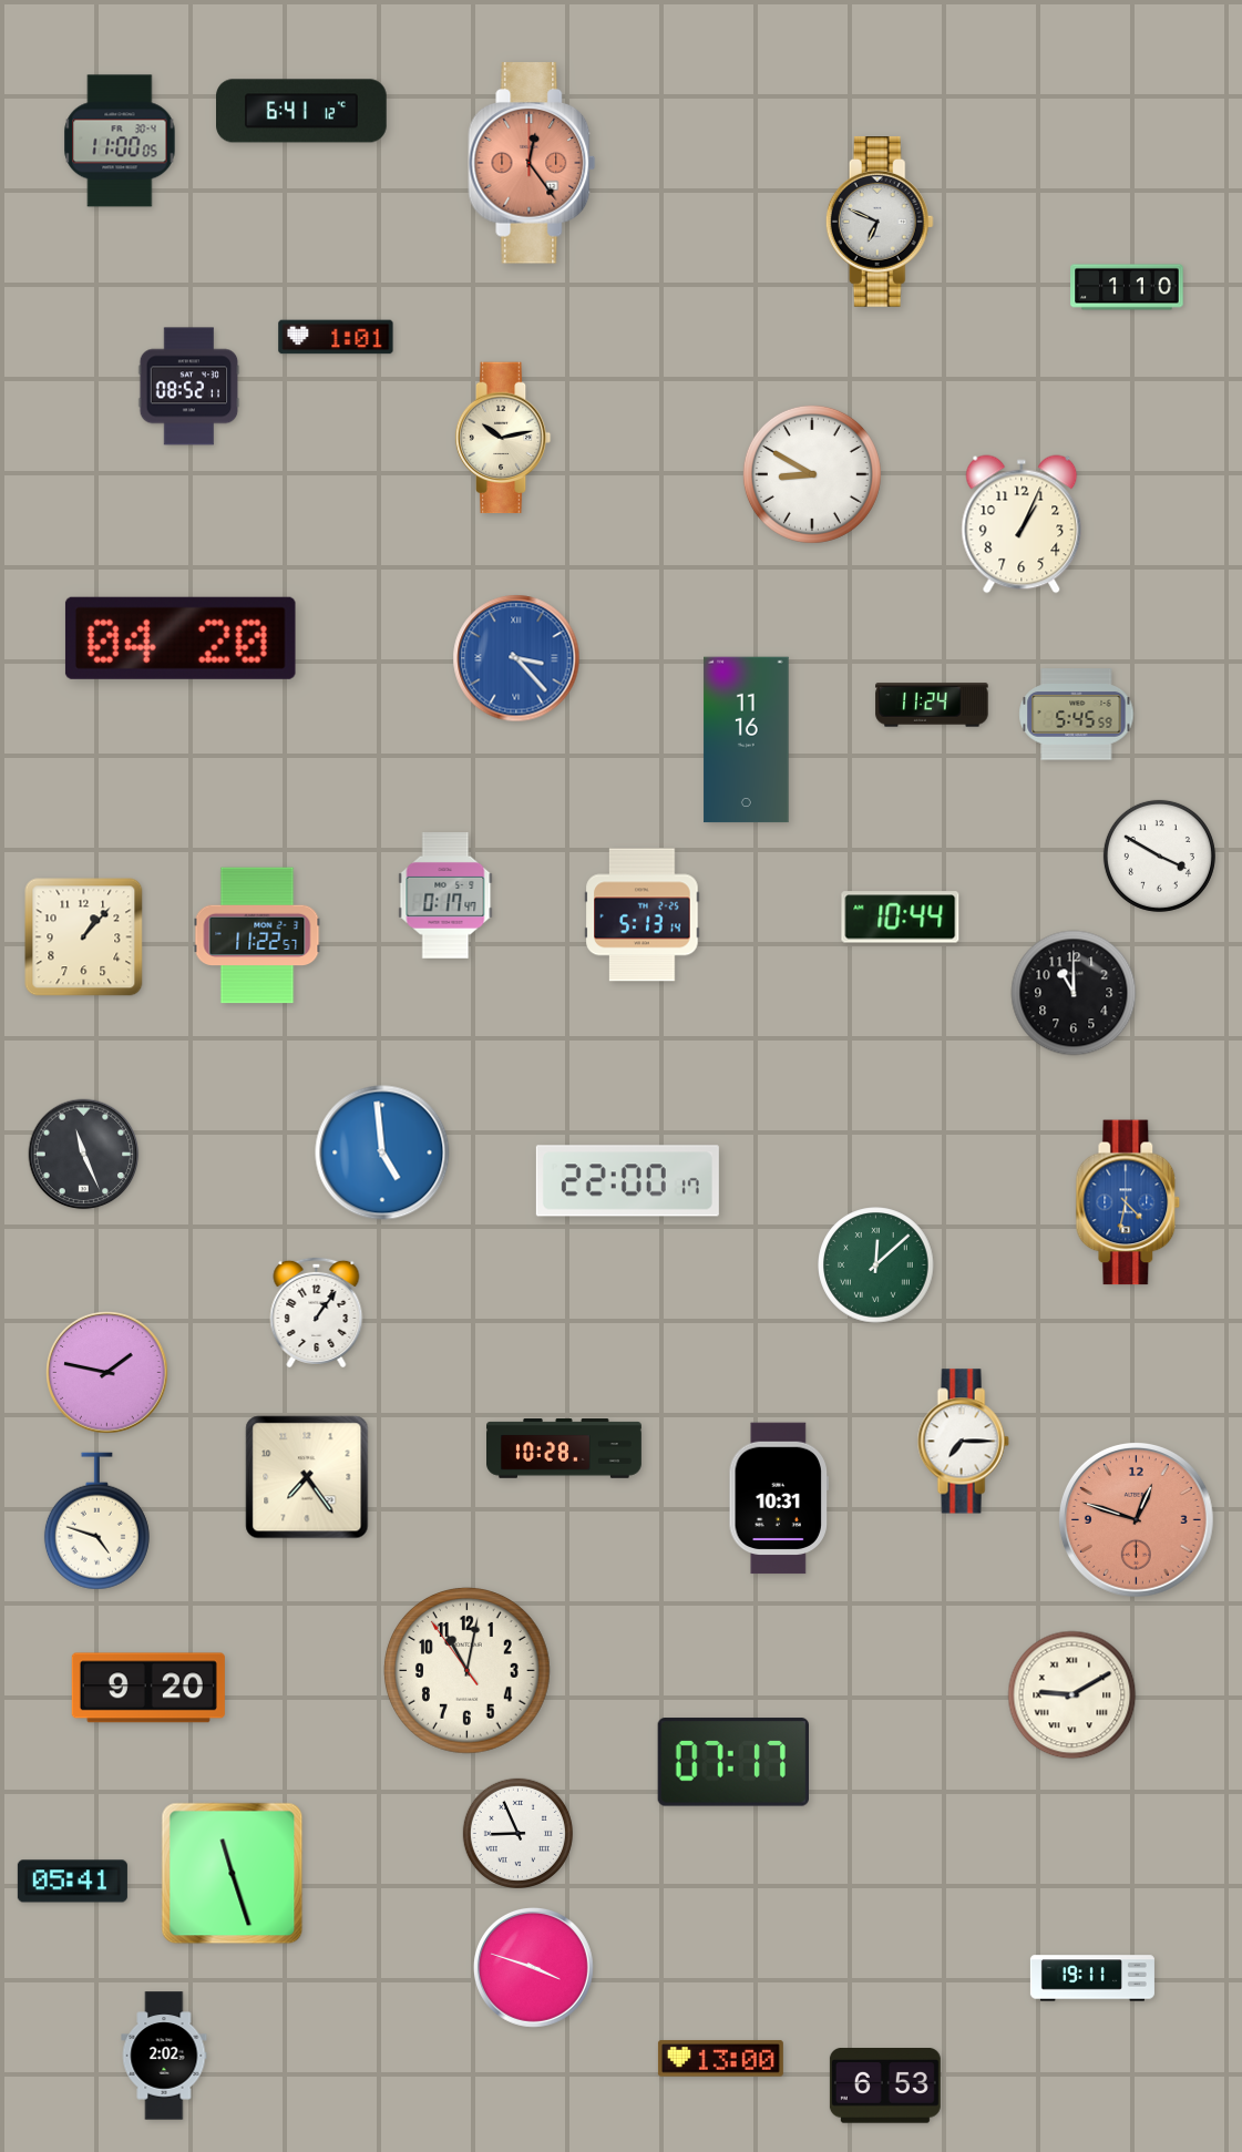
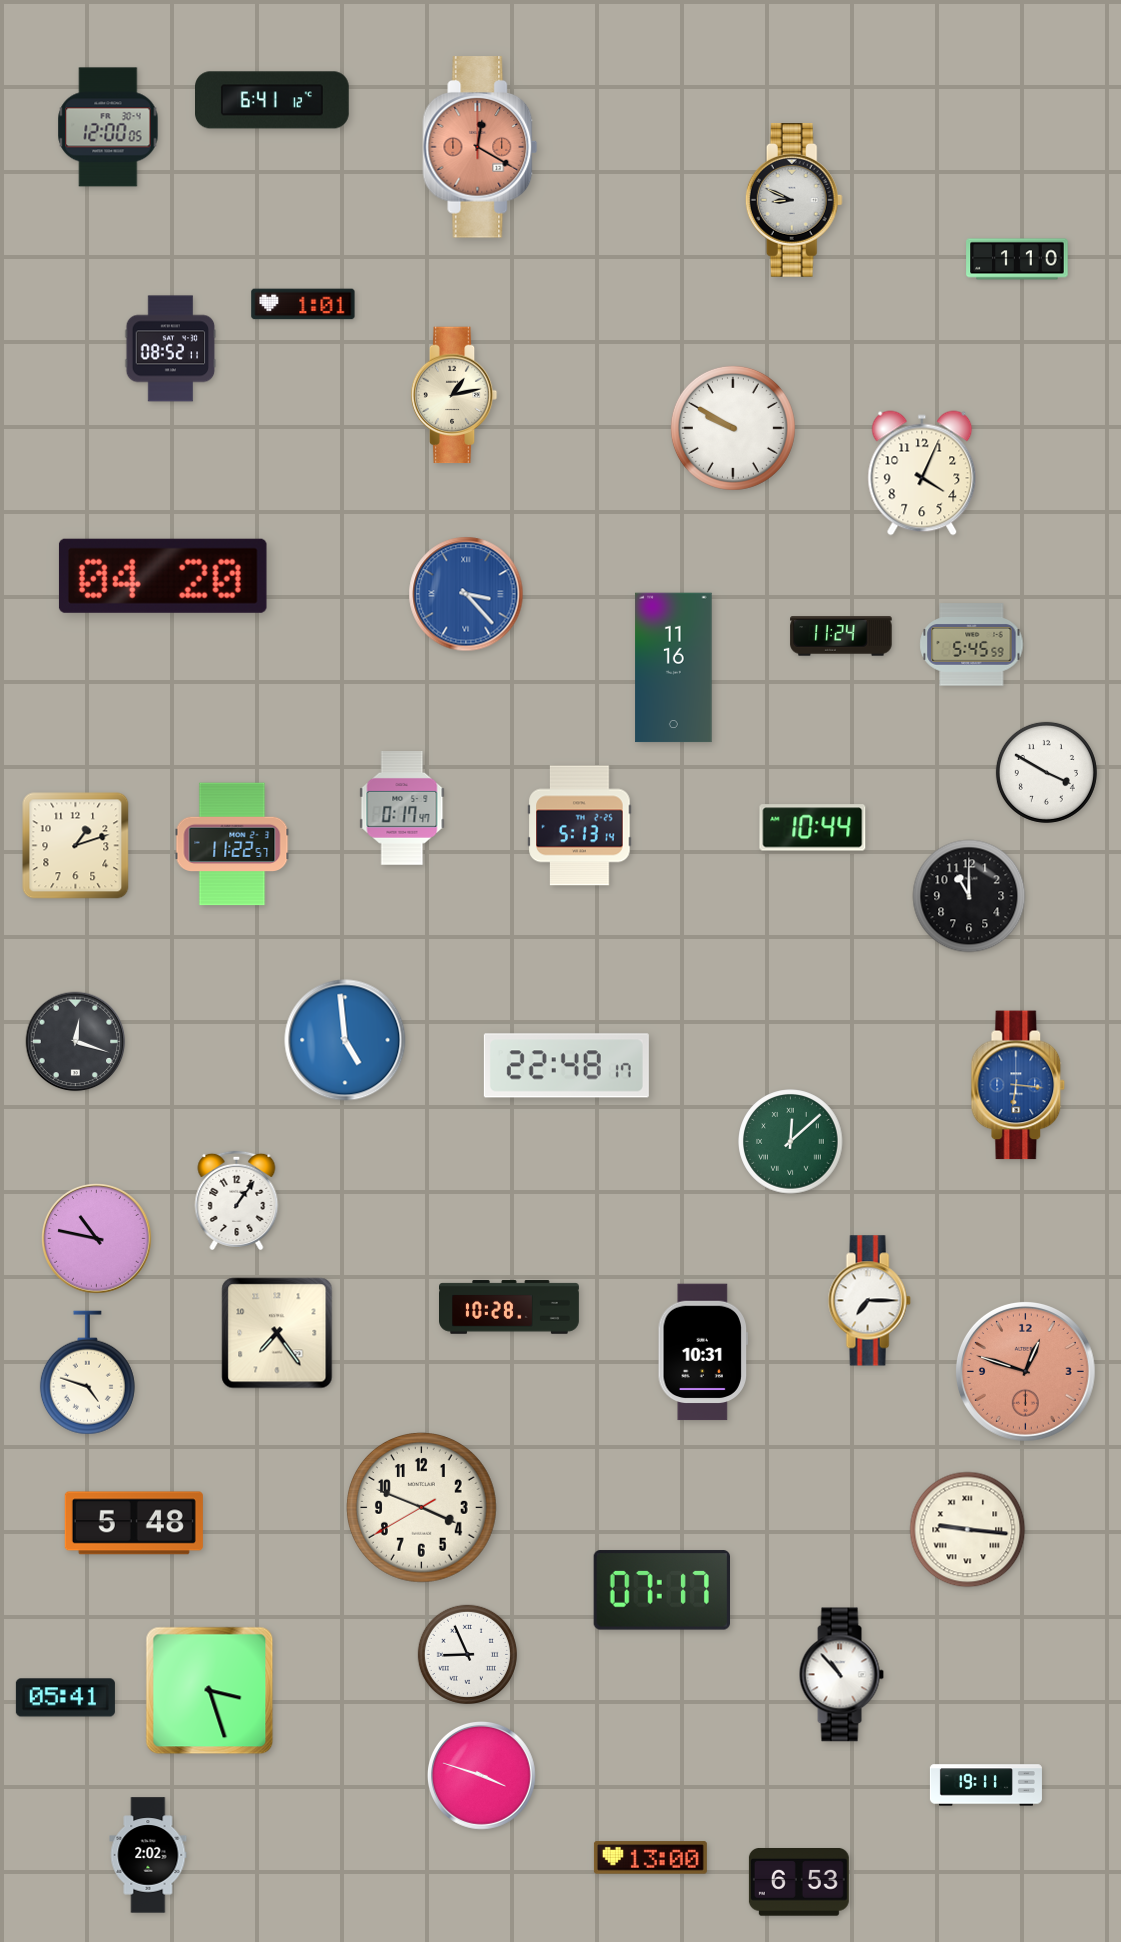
clock at (120, 141): 11:00 -> 12:00
clock at (532, 163): 12:24 -> 12:20
clock at (880, 223): 6:49 -> 8:49
clock at (503, 438): 10:13 -> 1:13
clock at (812, 474): 8:50 -> 9:50
clock at (1022, 524): 1:04 -> 4:04
clock at (84, 937): 1:07 -> 1:12
clock at (84, 1155): 11:26 -> 12:18
clock at (627, 1181): 22:00 -> 22:48
clock at (1128, 1202): 4:32 -> 6:16
clock at (317, 1312) position: (317, 1312) -> (237, 1200)
clock at (107, 1373): 1:47 -> 10:47
clock at (468, 1671): 11:01 -> 3:48
clock at (148, 1688): 9:20 -> 5:48
clock at (1072, 1695): 9:10 -> 9:16
clock at (841, 1675): none -> 10:53
clock at (233, 1874): 11:27 -> 3:27
